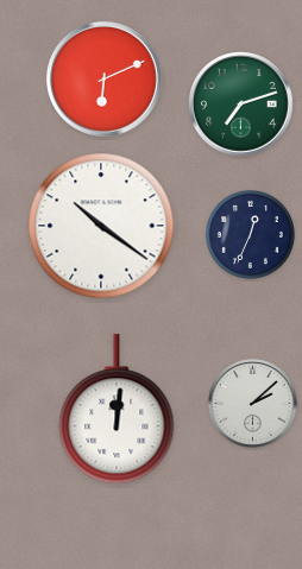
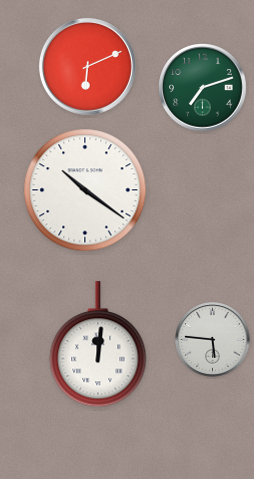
clock at (250, 234): 12:34 -> none
clock at (253, 404): 2:08 -> 5:46
